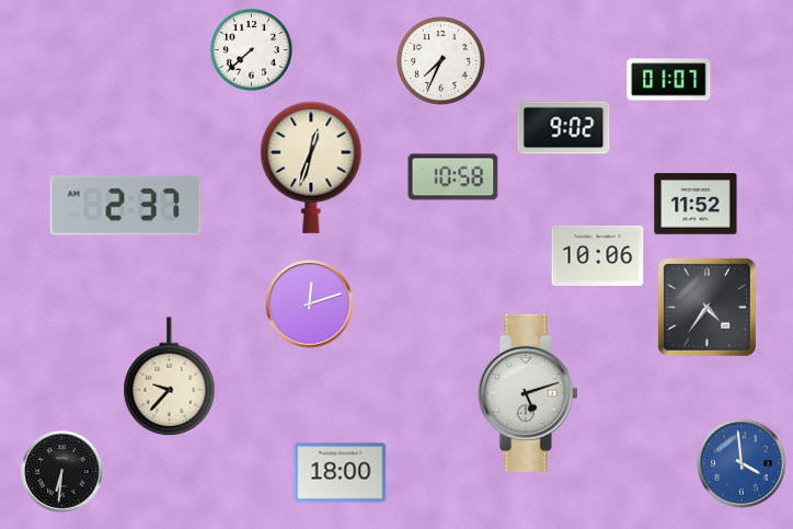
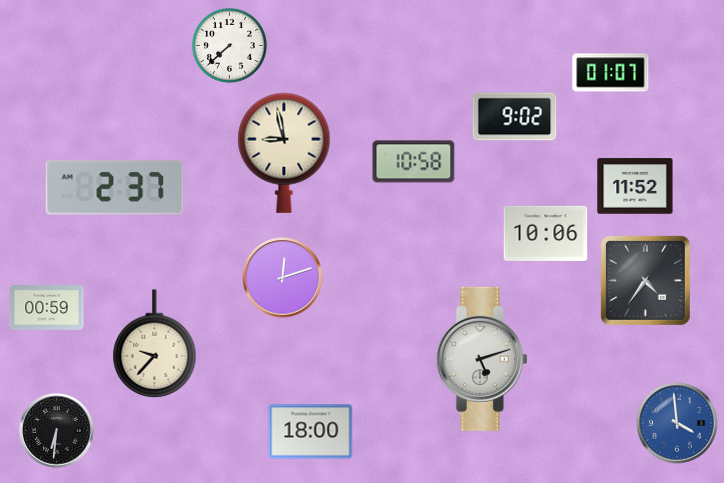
clock at (440, 60): 7:34 -> none
clock at (311, 168): 12:33 -> 8:58
clock at (47, 308): none -> 00:59
